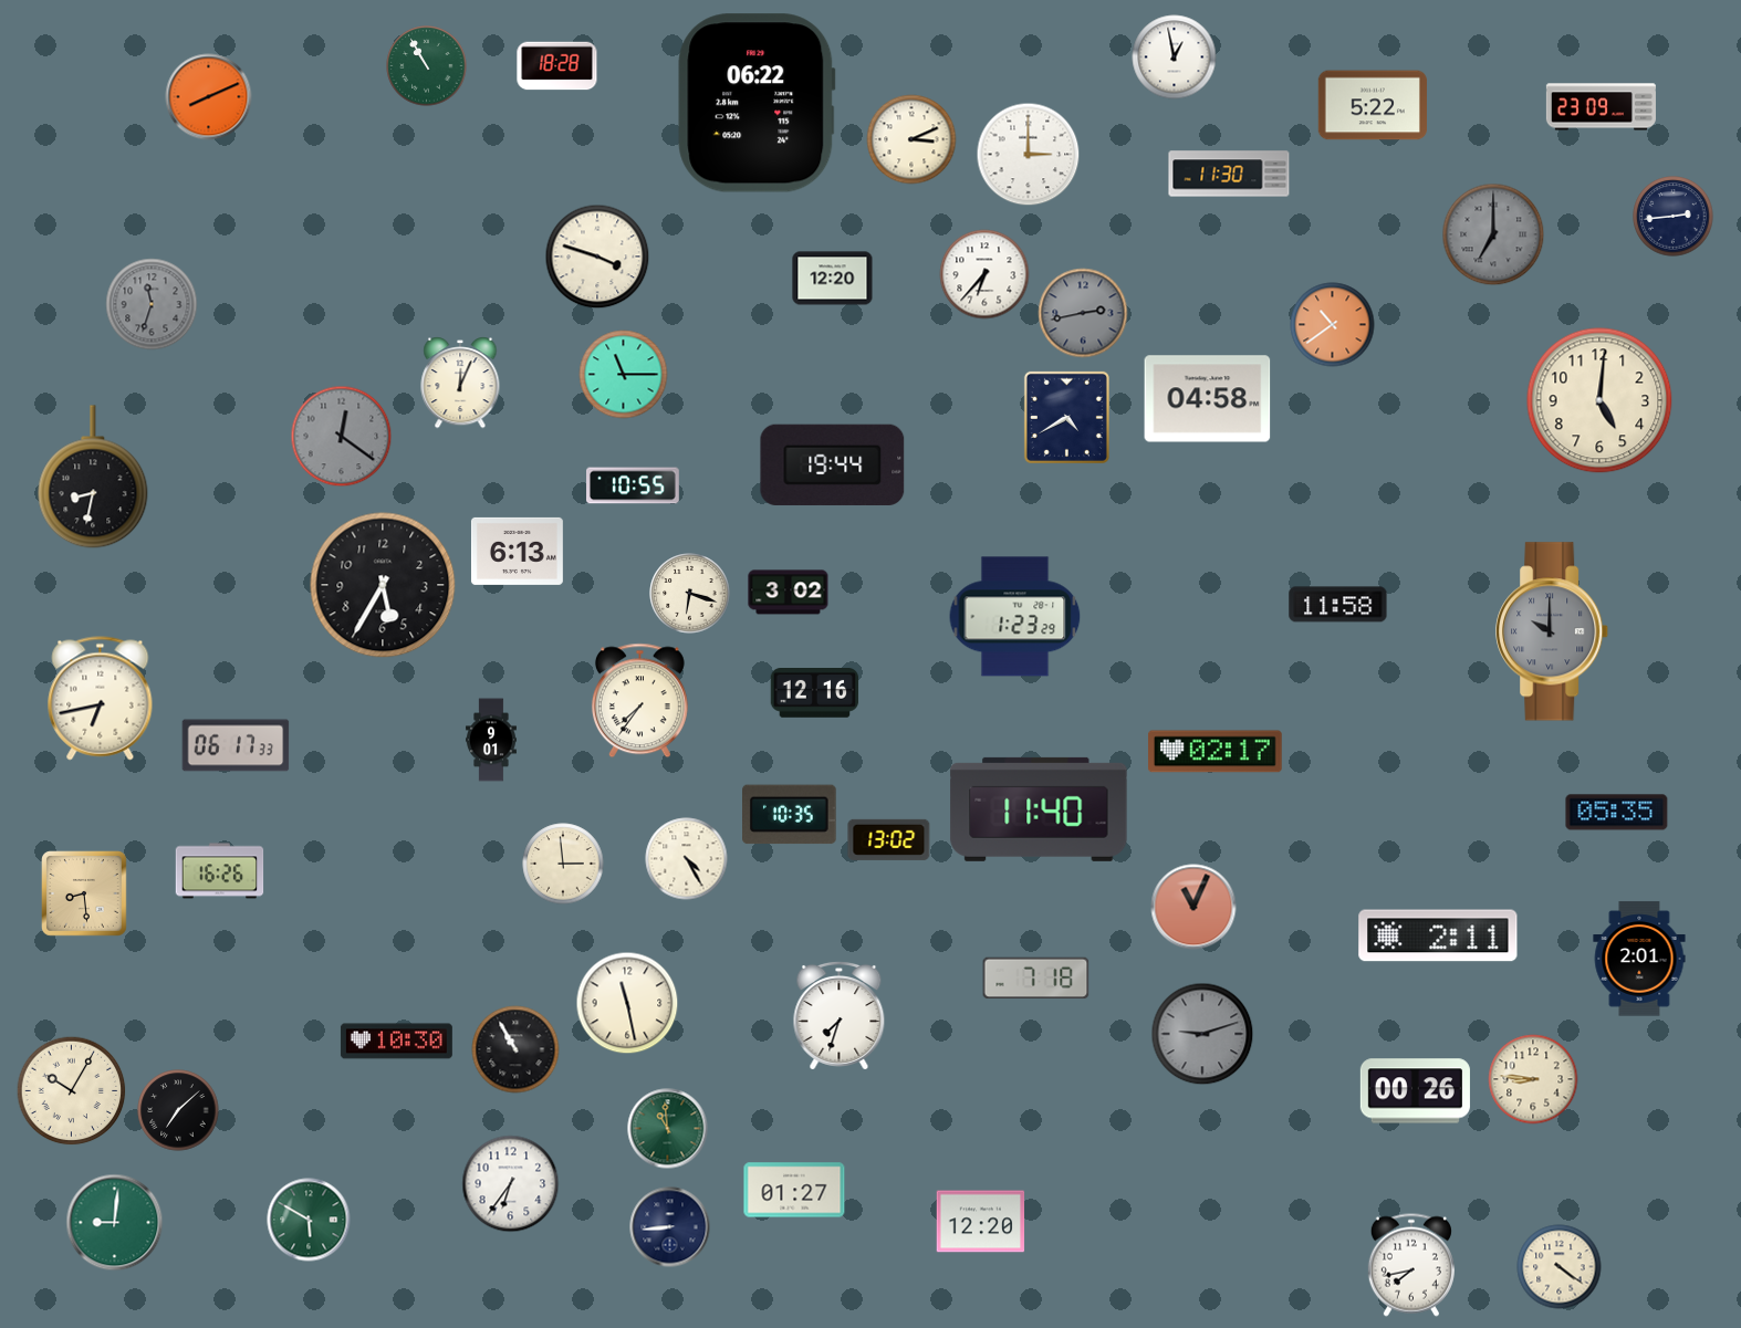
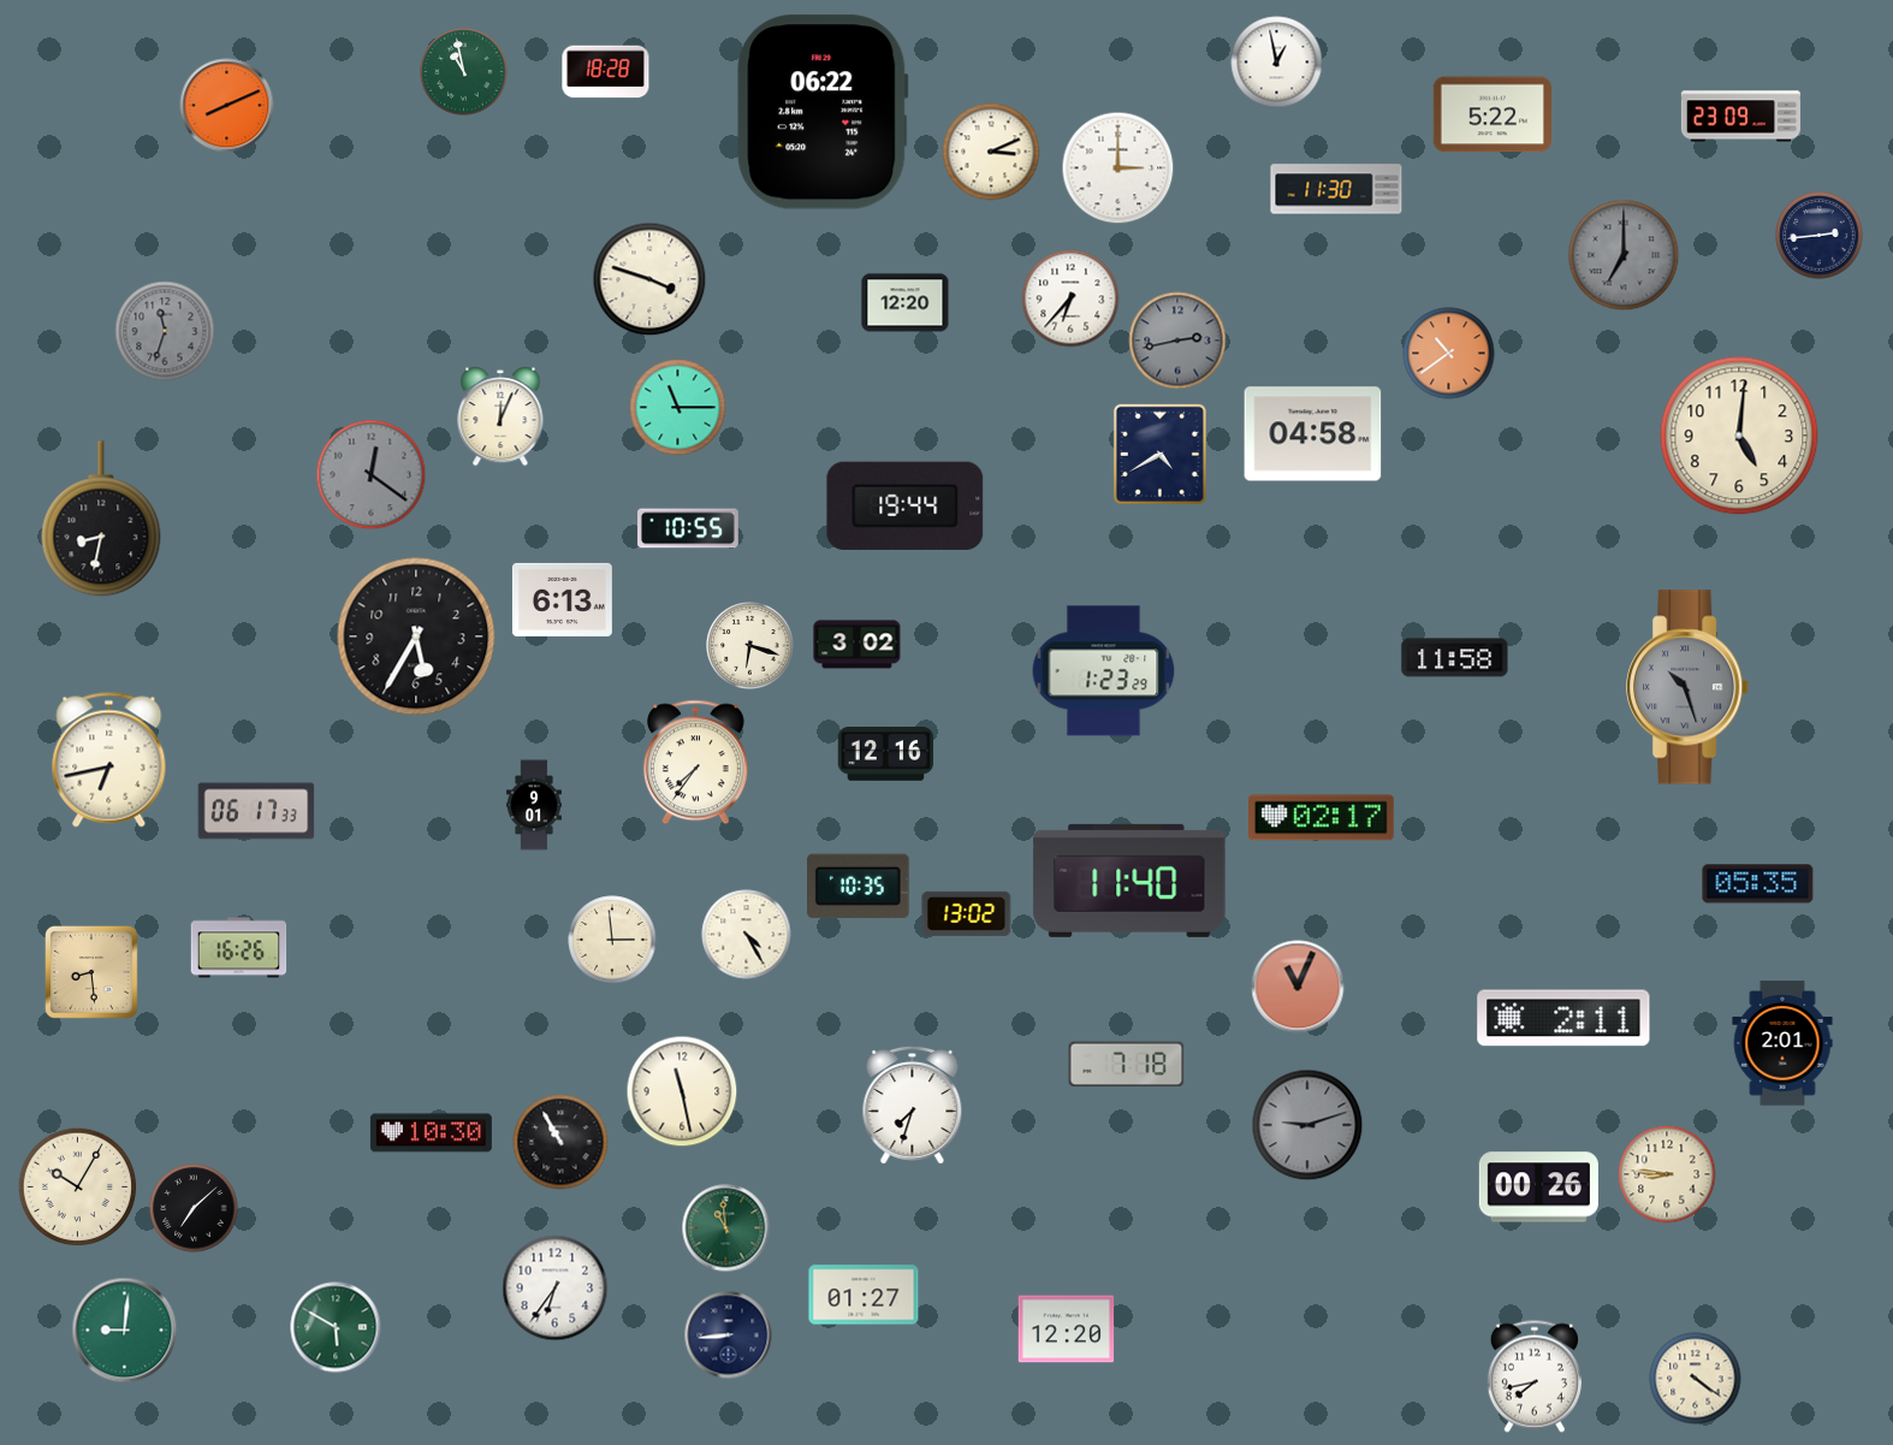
clock at (427, 66): 10:55 -> 10:58
clock at (1553, 631): 10:00 -> 10:27
